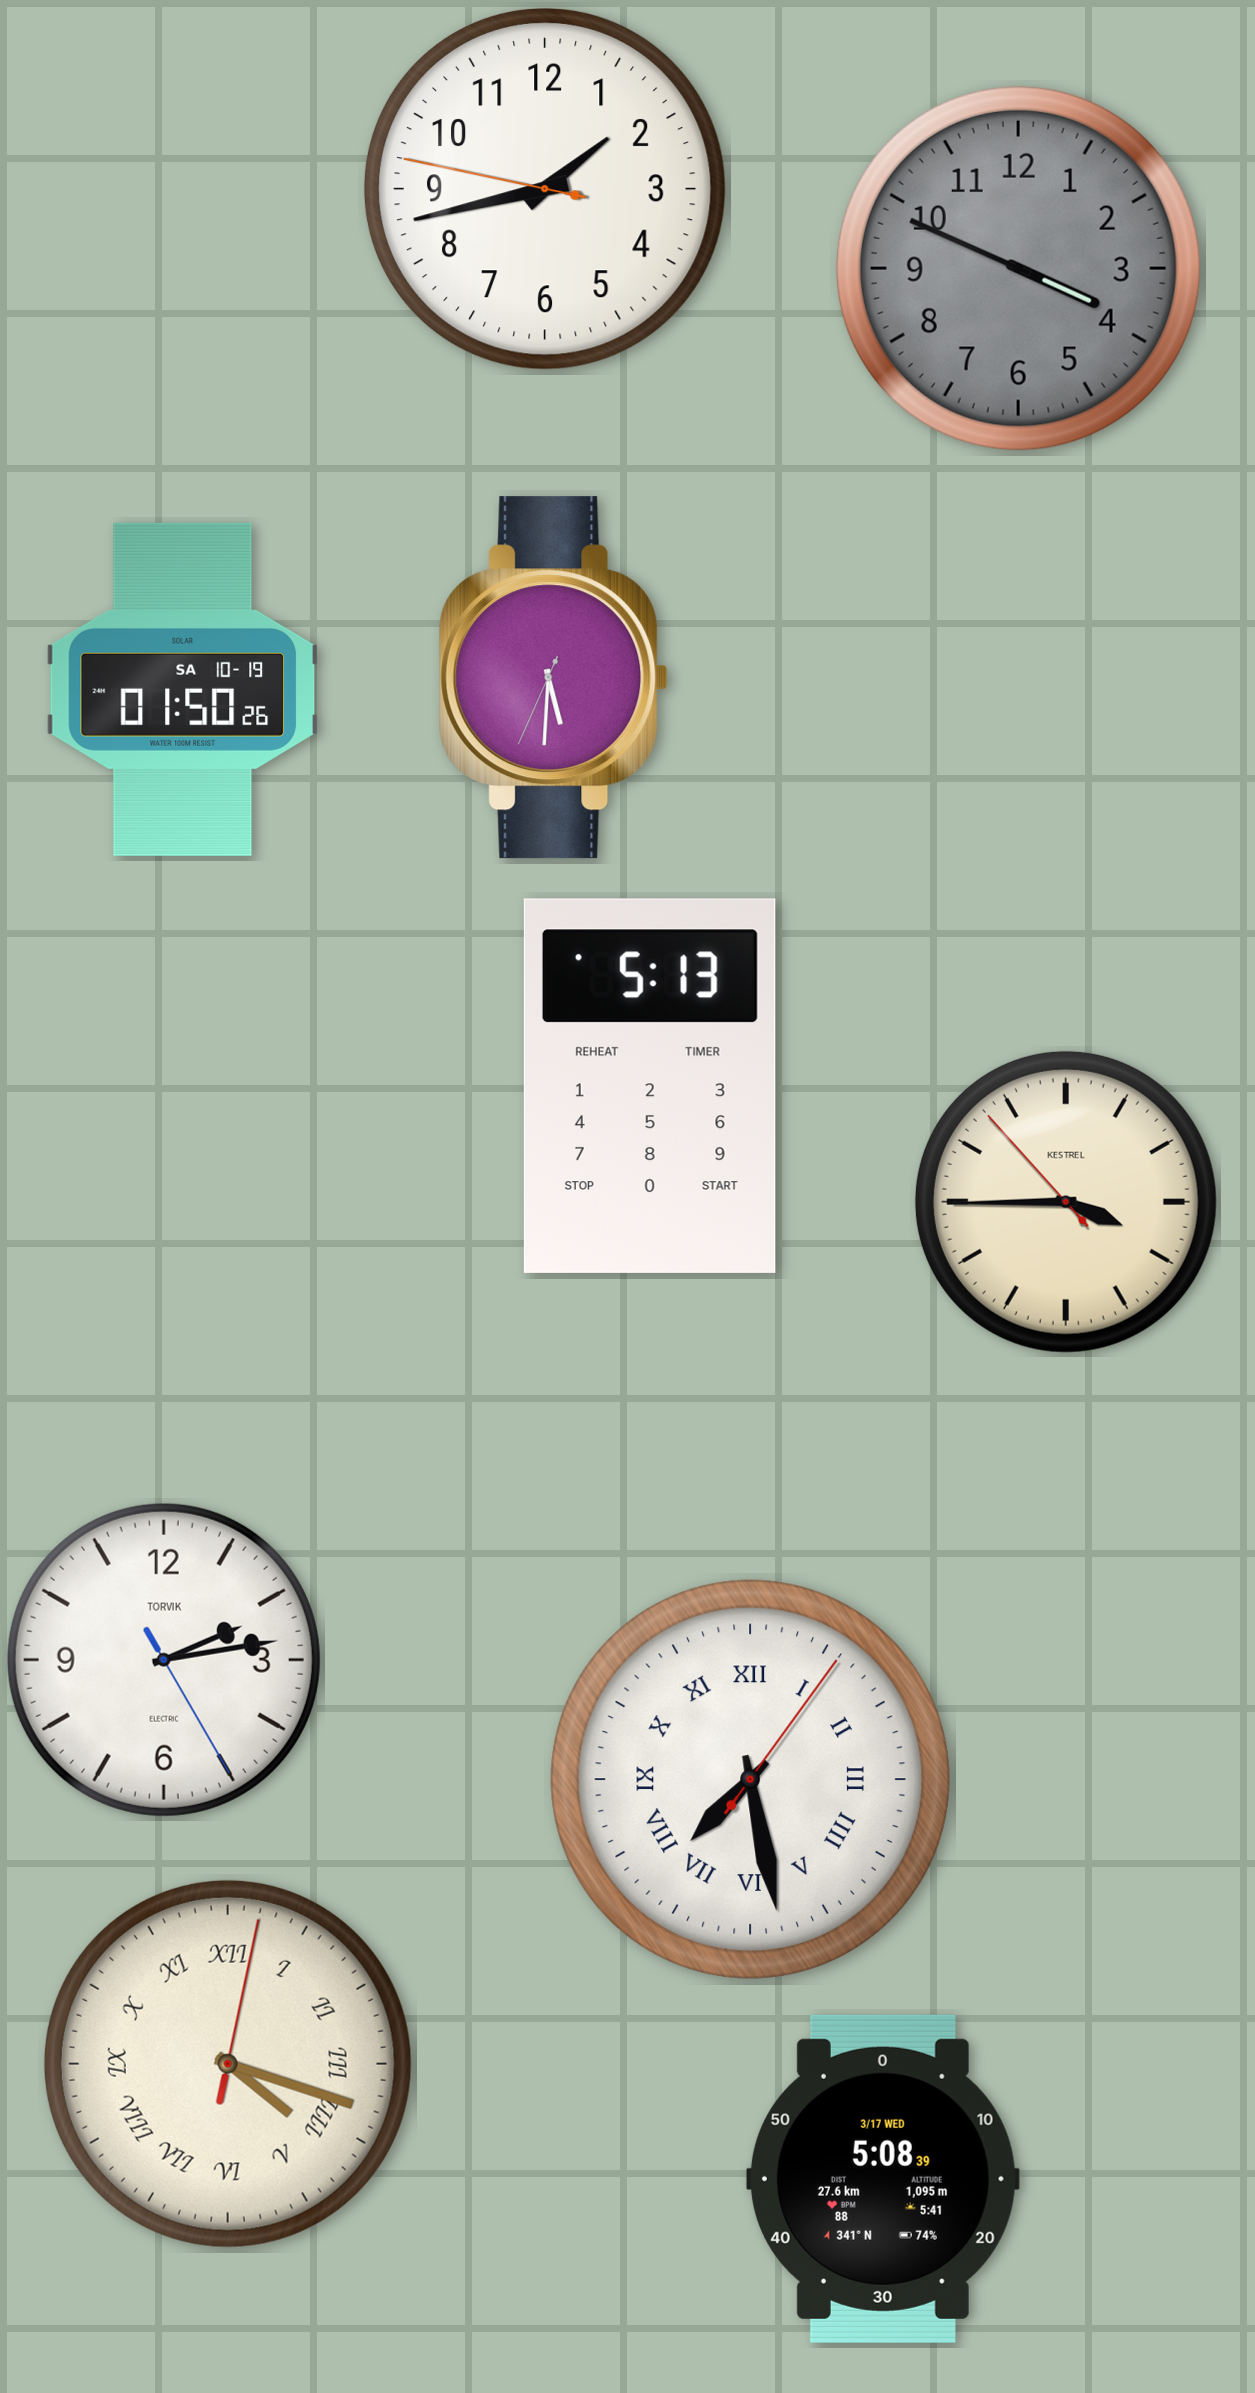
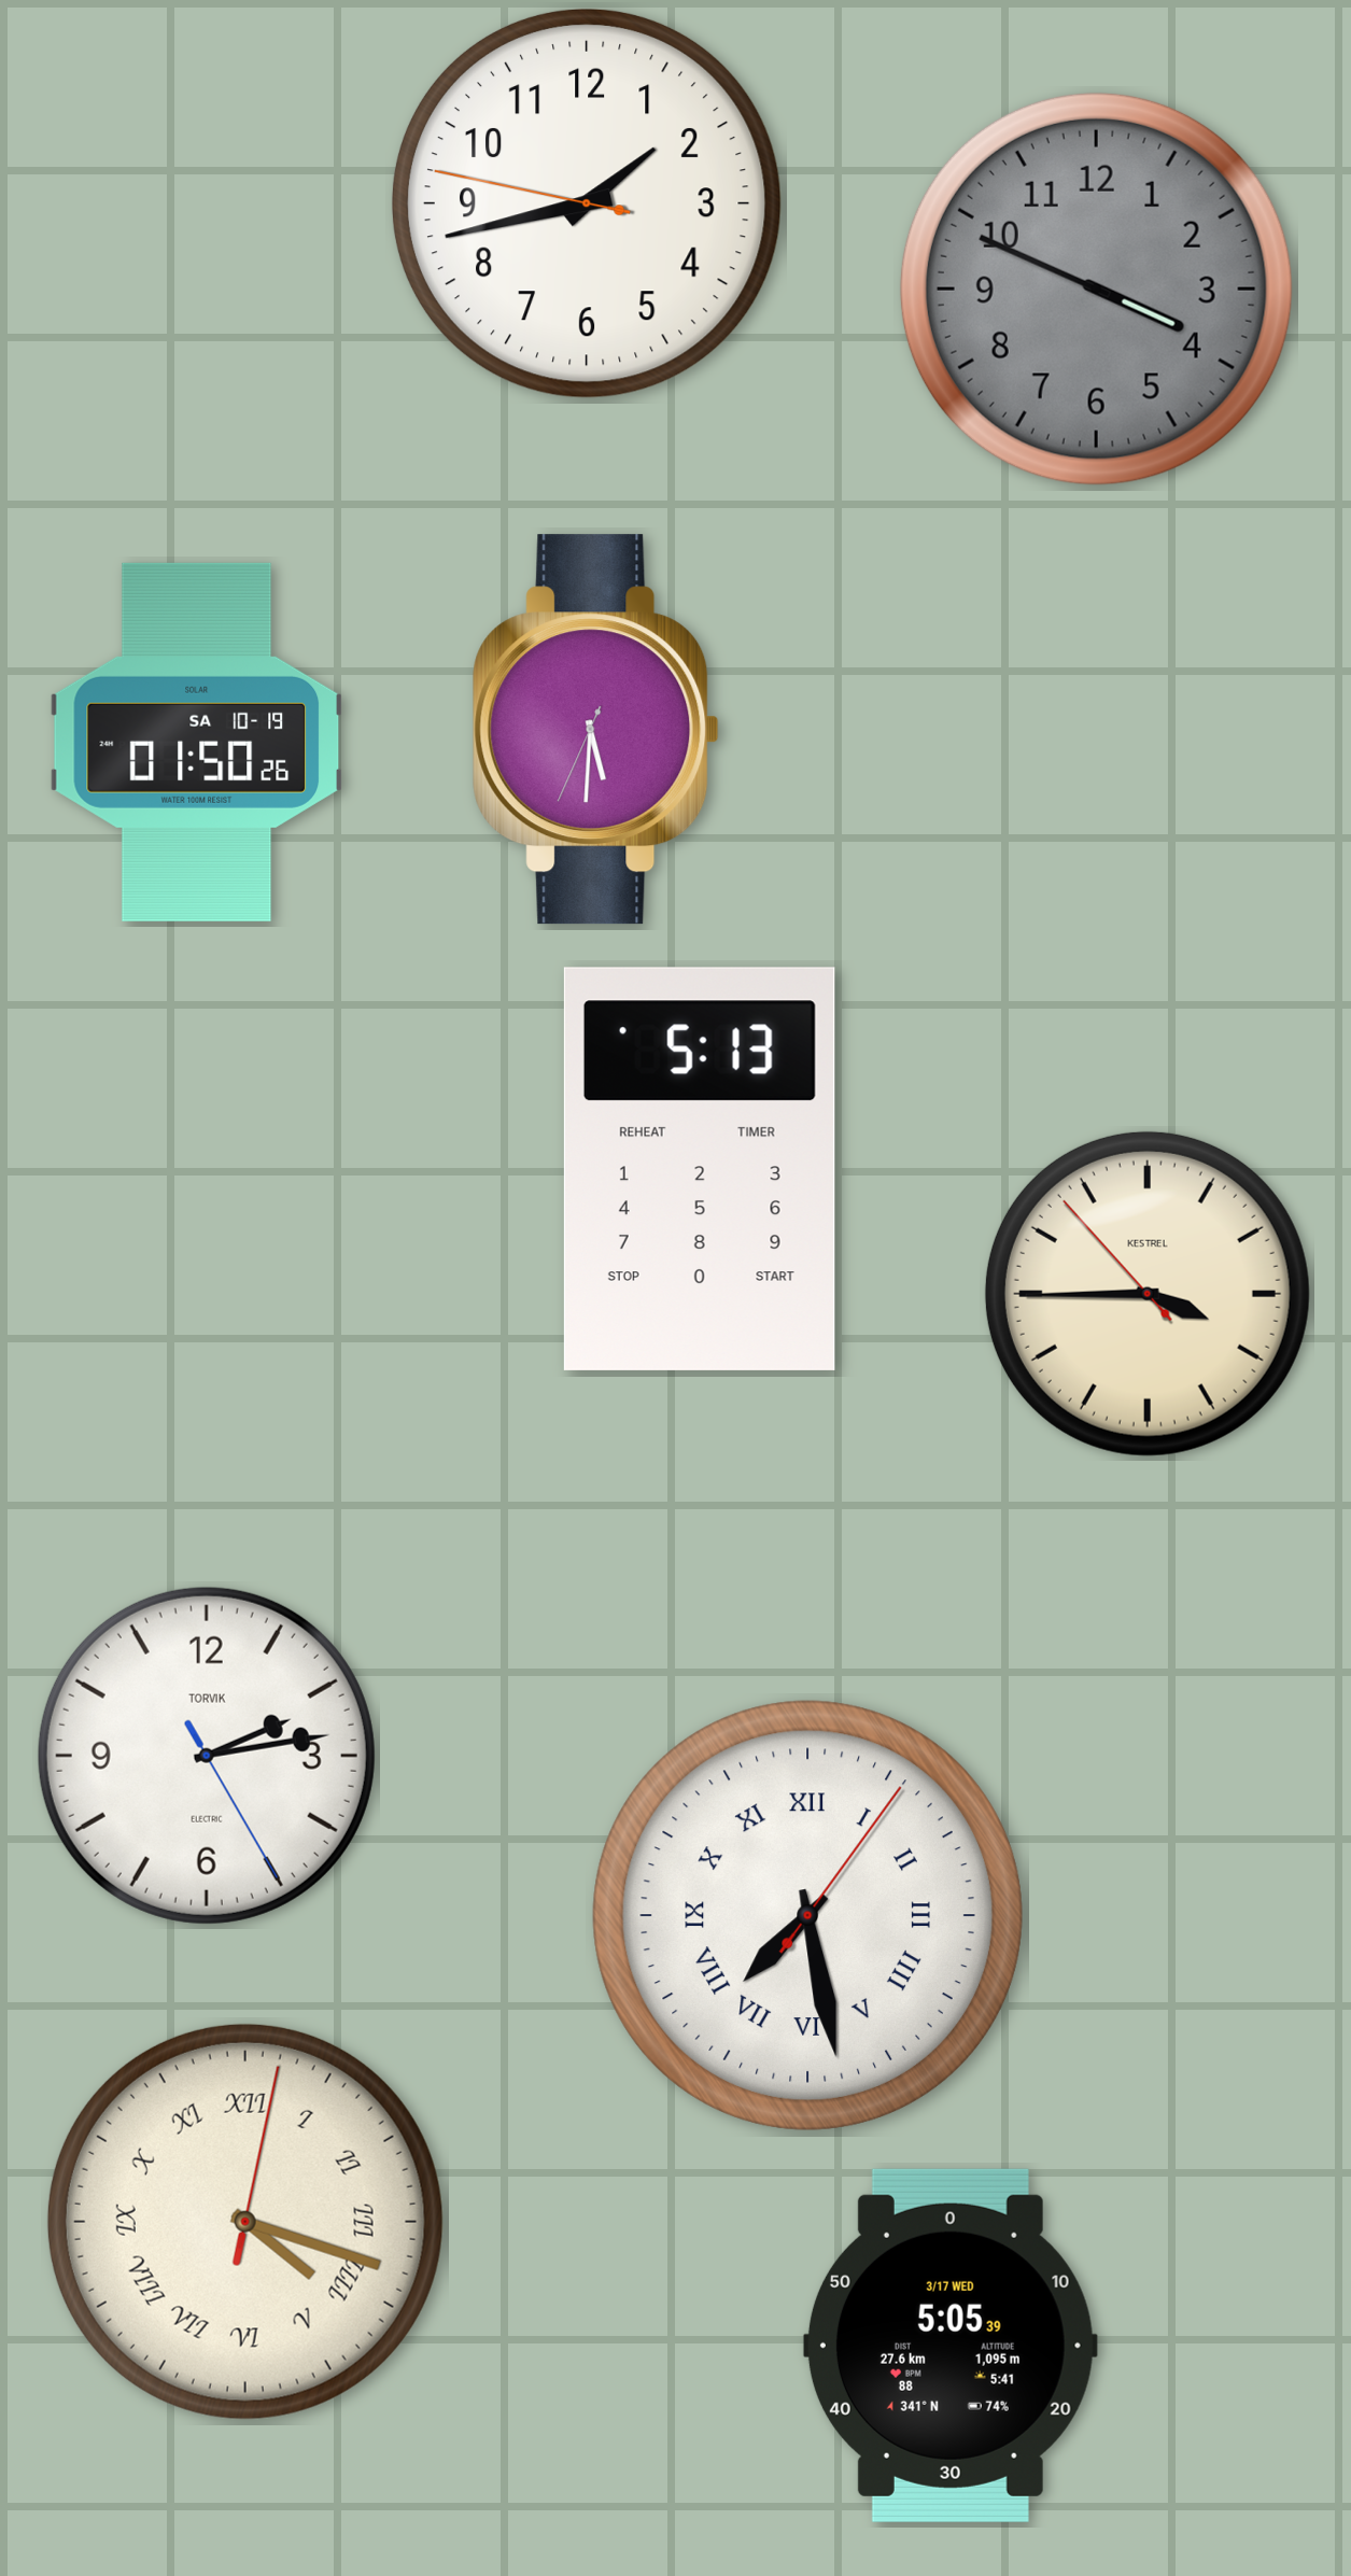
clock at (164, 1660) position: (164, 1660) -> (207, 1756)
clock at (883, 2179): 5:08 -> 5:05
